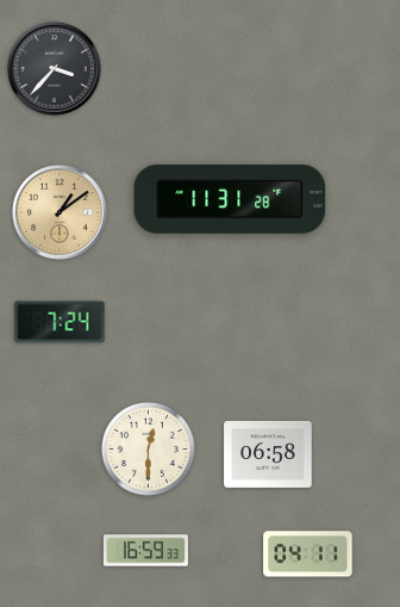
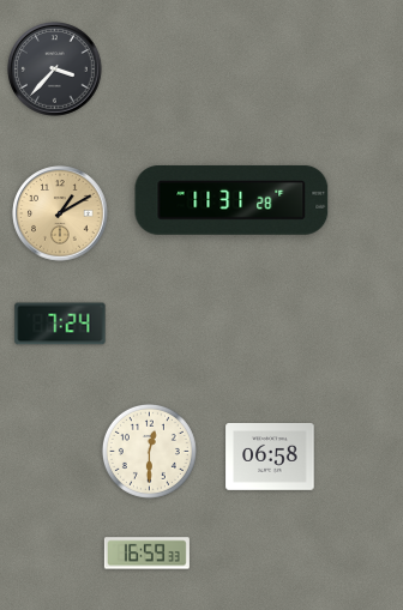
clock at (60, 212): 1:09 -> 1:10
clock at (308, 555): 04:11 -> none
